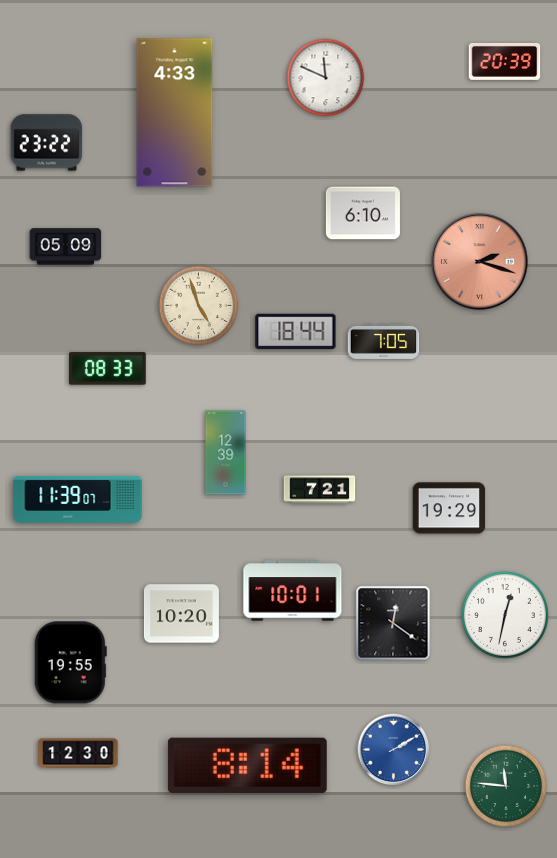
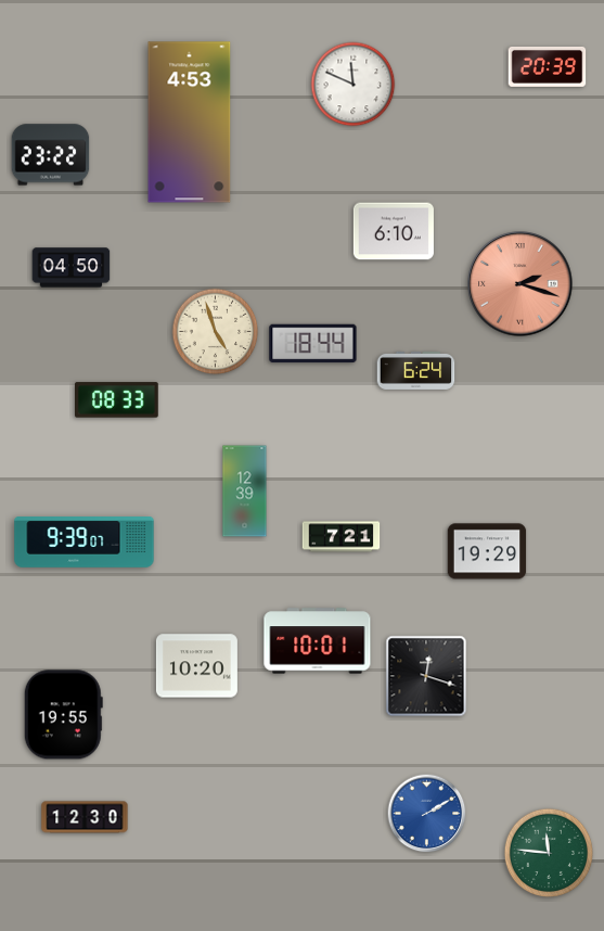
clock at (175, 113): 4:33 -> 4:53
clock at (66, 247): 05:09 -> 04:50
clock at (296, 332) position: (296, 332) -> (313, 344)
clock at (384, 341): 7:05 -> 6:24
clock at (320, 490) position: (320, 490) -> (342, 537)
clock at (78, 500): 11:39 -> 9:39
clock at (505, 615): 12:32 -> none
clock at (393, 623): 12:21 -> 12:18
clock at (70, 663) position: (70, 663) -> (63, 715)
clock at (247, 765): 8:14 -> none
